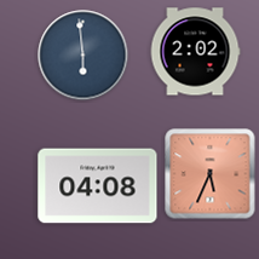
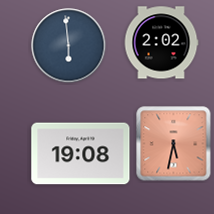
clock at (211, 174): 5:34 -> 5:32
clock at (98, 186): 04:08 -> 19:08
